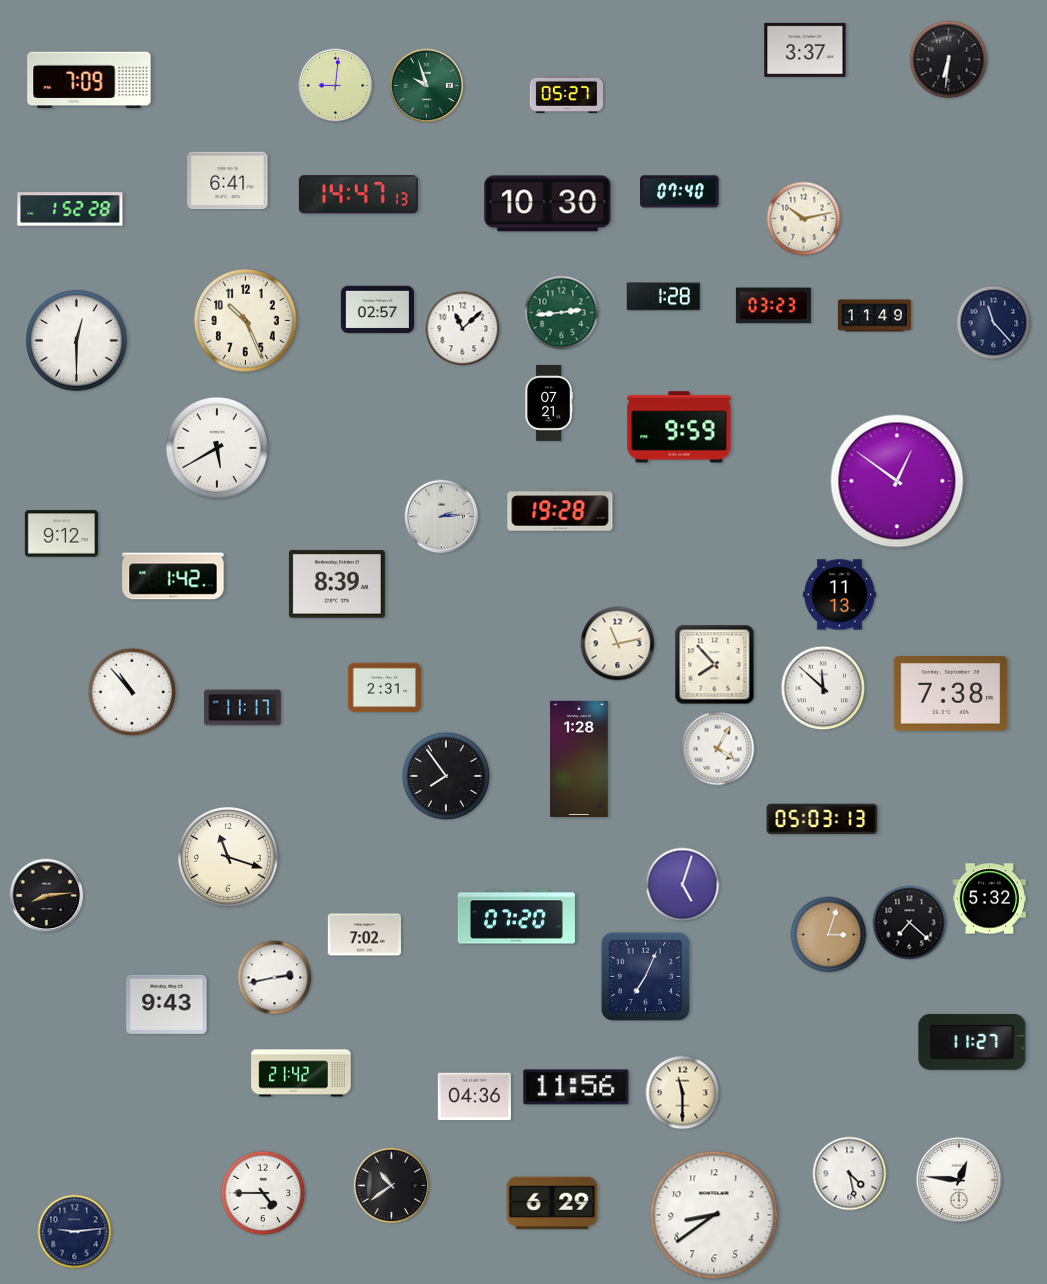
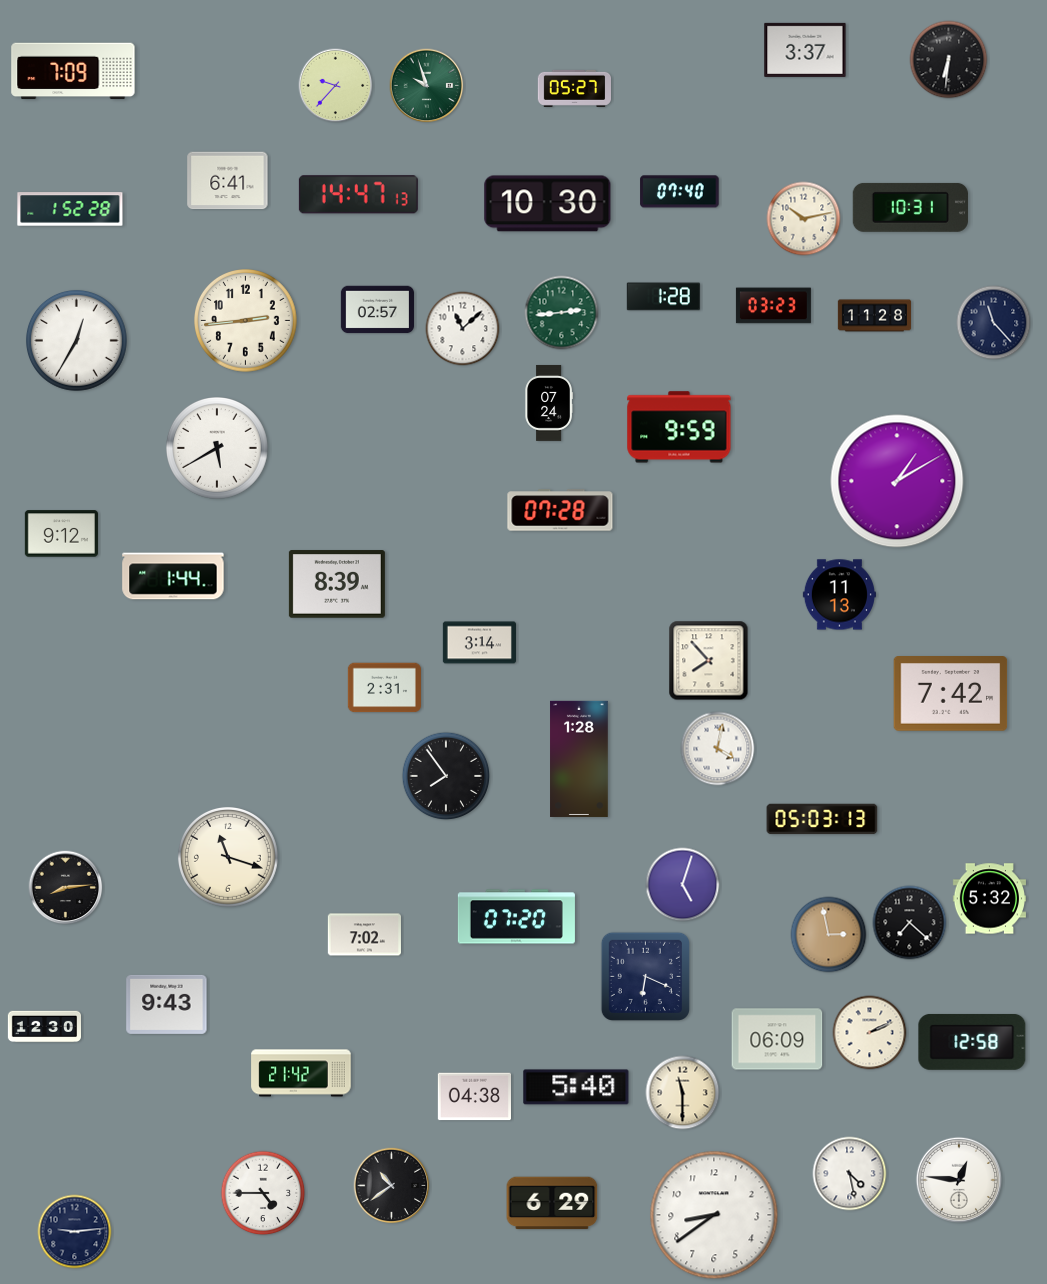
clock at (89, 80) position: (89, 80) -> (73, 71)
clock at (336, 86): 9:01 -> 9:37
clock at (566, 94) position: (566, 94) -> (574, 88)
clock at (910, 207): none -> 10:31
clock at (874, 316): 11:49 -> 11:28
clock at (246, 321): 10:26 -> 2:44
clock at (76, 340): 12:30 -> 12:35
clock at (548, 403): 07:21 -> 07:24
clock at (897, 481): 12:51 -> 1:10
clock at (560, 510): 19:28 -> 07:28
clock at (442, 517): 2:14 -> none
clock at (173, 576): 1:42 -> 1:44
clock at (479, 643): none -> 3:14
clock at (618, 644): 11:13 -> none
clock at (715, 665) position: (715, 665) -> (709, 661)
clock at (823, 688): 11:52 -> none
clock at (132, 692): 10:53 -> none
clock at (951, 694): 7:38 -> 7:42
clock at (243, 708): 11:17 -> none
clock at (718, 749): 4:05 -> 4:02
clock at (47, 896) position: (47, 896) -> (66, 888)
clock at (829, 935): 3:03 -> 2:58
clock at (645, 976): 7:04 -> 6:19
clock at (275, 978): 2:43 -> none
clock at (44, 1027): none -> 12:30
clock at (870, 1033): none -> 2:11
clock at (777, 1039): none -> 06:09
clock at (972, 1042): 11:27 -> 12:58
clock at (576, 1087): 11:56 -> 5:40
clock at (474, 1097): 04:36 -> 04:38
